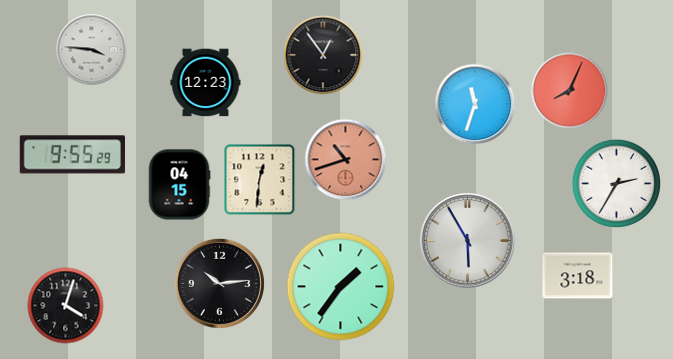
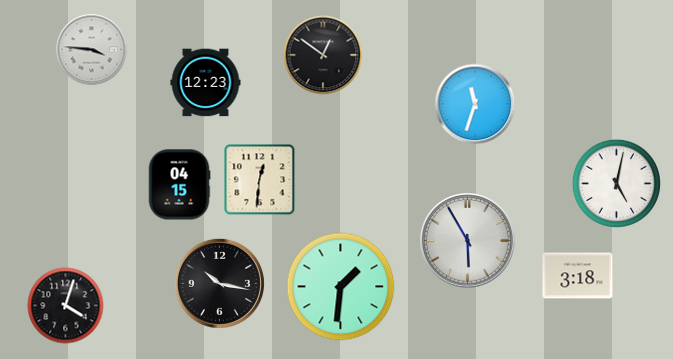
clock at (323, 55): 12:54 -> 12:51
clock at (570, 91): 8:04 -> none
clock at (72, 155): 9:55 -> none
clock at (346, 160): 10:42 -> none
clock at (616, 183): 2:35 -> 5:02
clock at (219, 283): 10:14 -> 10:17
clock at (341, 287): 1:36 -> 1:31
